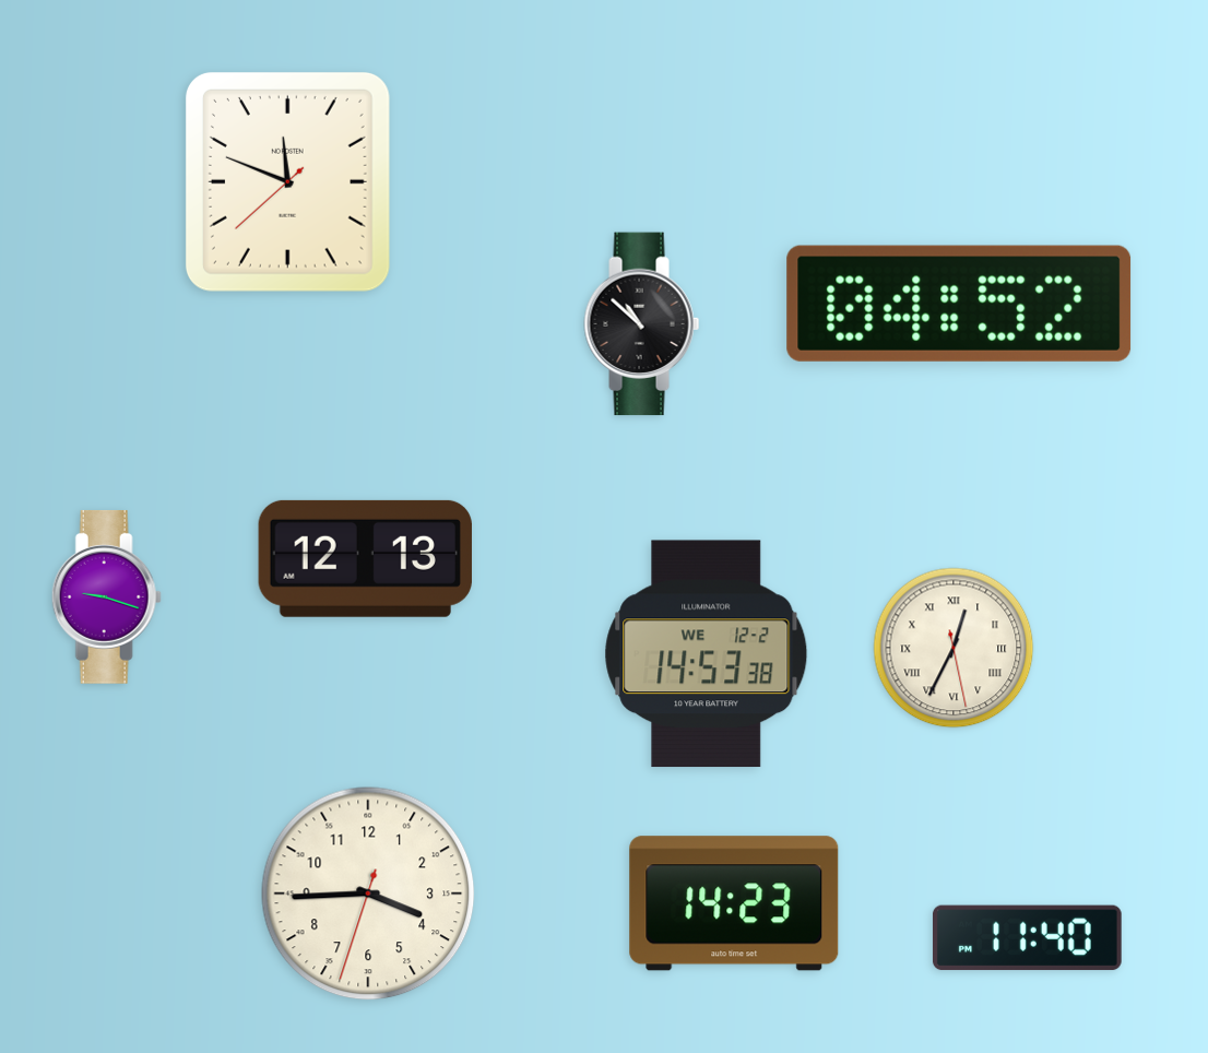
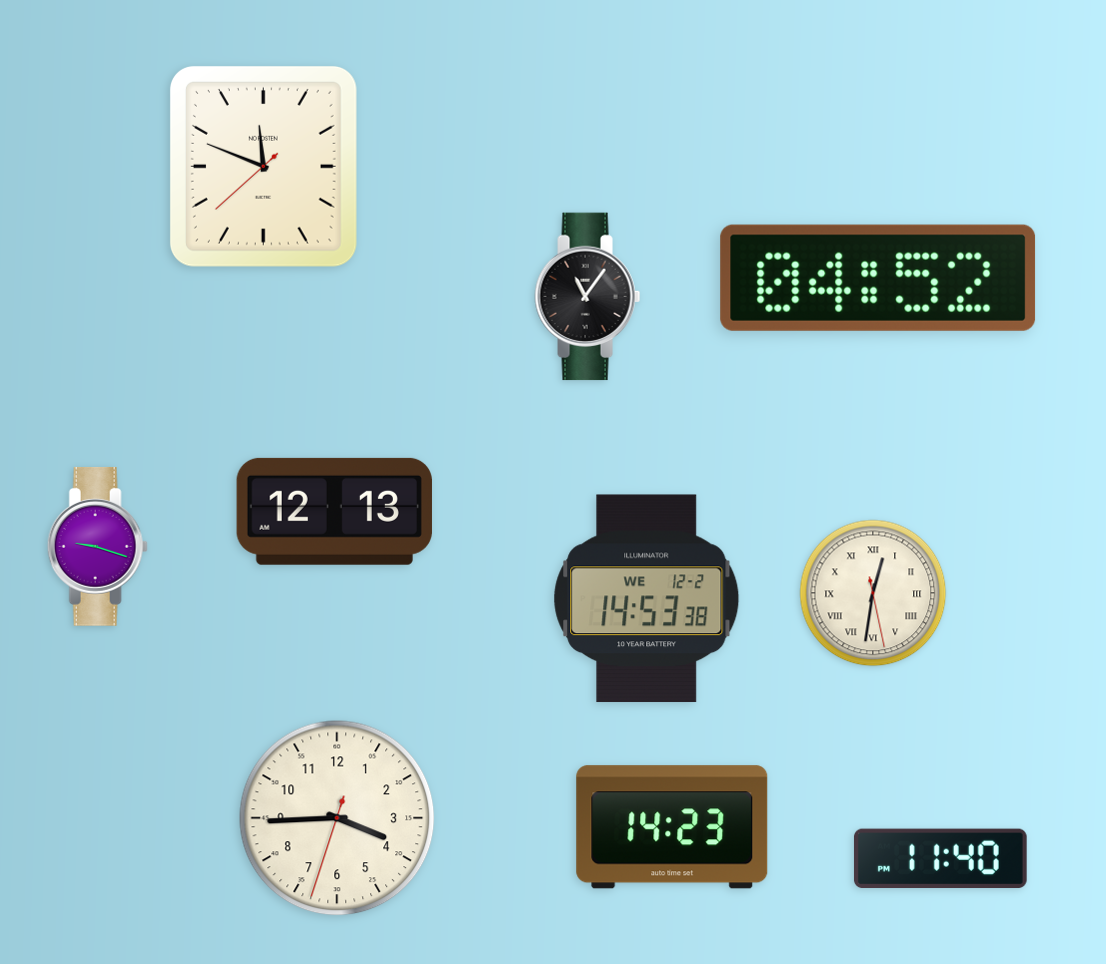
clock at (642, 324): 10:52 -> 11:06
clock at (954, 648): 12:34 -> 12:31
